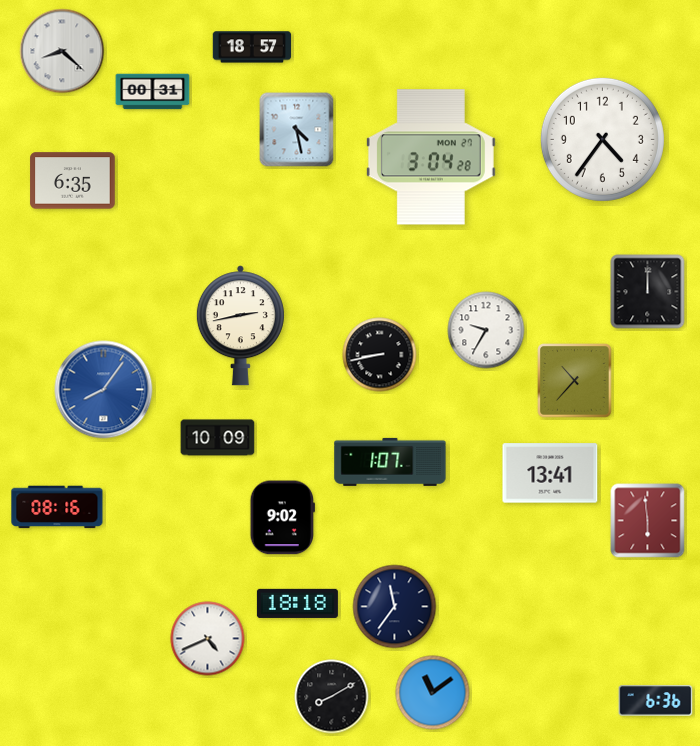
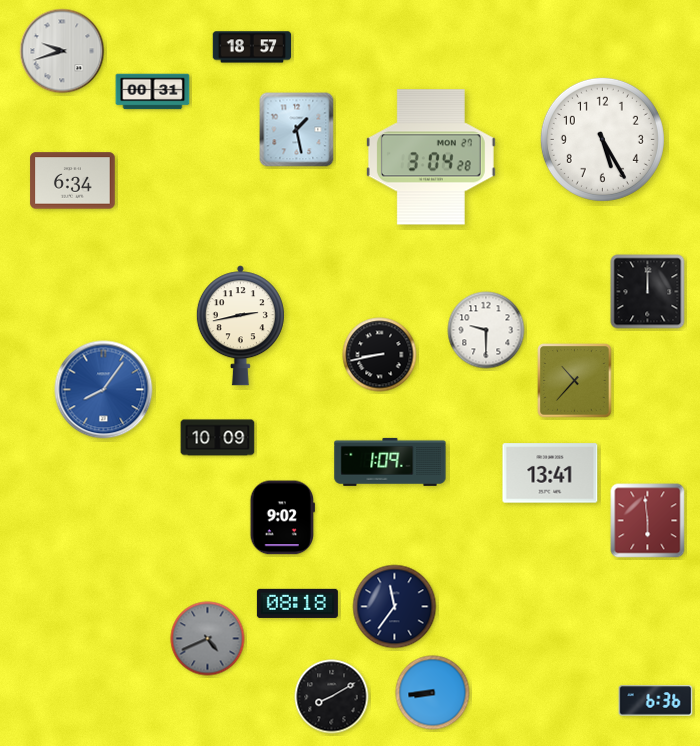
clock at (62, 51): 8:22 -> 9:42
clock at (297, 130): 4:28 -> 1:28
clock at (602, 139): 4:36 -> 5:25
clock at (73, 181): 6:35 -> 6:34
clock at (486, 330): 9:35 -> 9:30
clock at (390, 462): 1:07 -> 1:09
clock at (57, 507): 08:16 -> none
clock at (297, 603): 18:18 -> 08:18
clock at (208, 639) dial: white -> grey
clock at (433, 693): 11:09 -> 8:44
